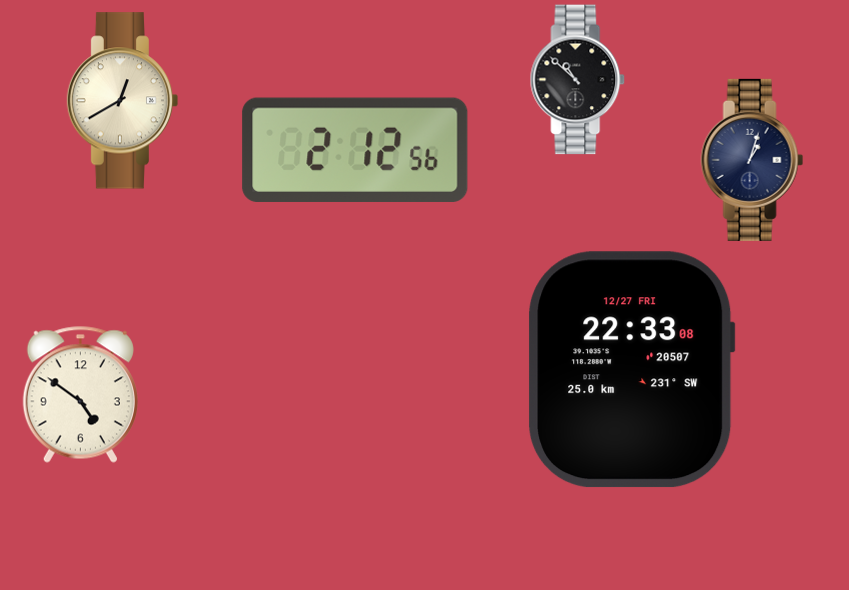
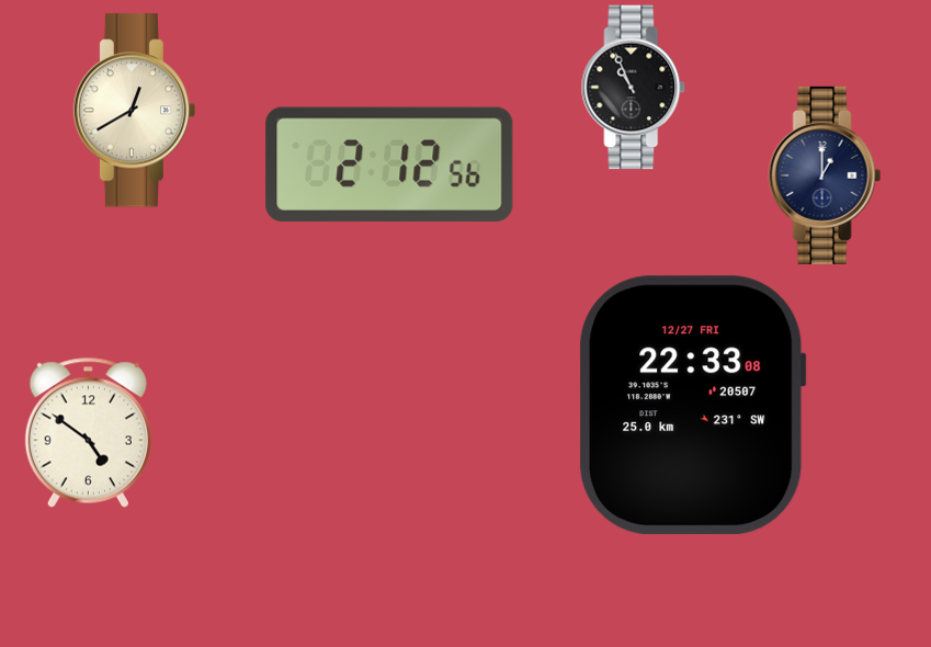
clock at (578, 80): 10:52 -> 10:56
clock at (752, 160): 1:03 -> 1:00
